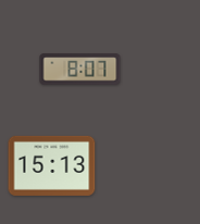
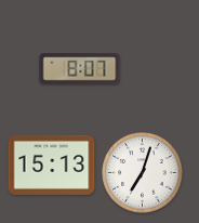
clock at (143, 173): none -> 7:03
